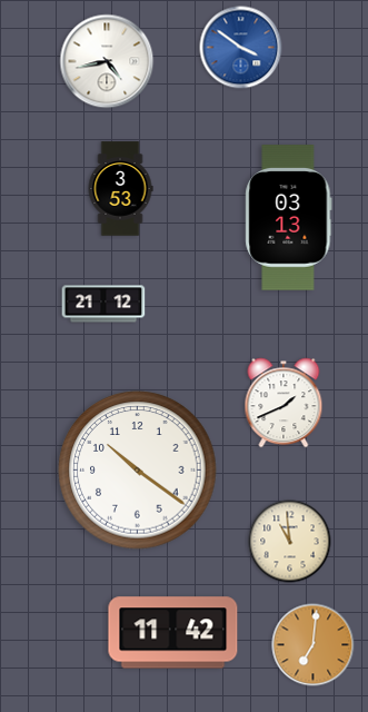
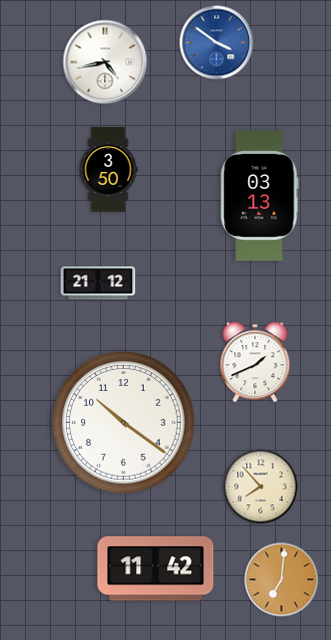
clock at (107, 61) position: (107, 61) -> (105, 62)
clock at (120, 189): 3:53 -> 3:50
clock at (103, 304) position: (103, 304) -> (98, 283)
clock at (290, 542): 10:59 -> 7:53
